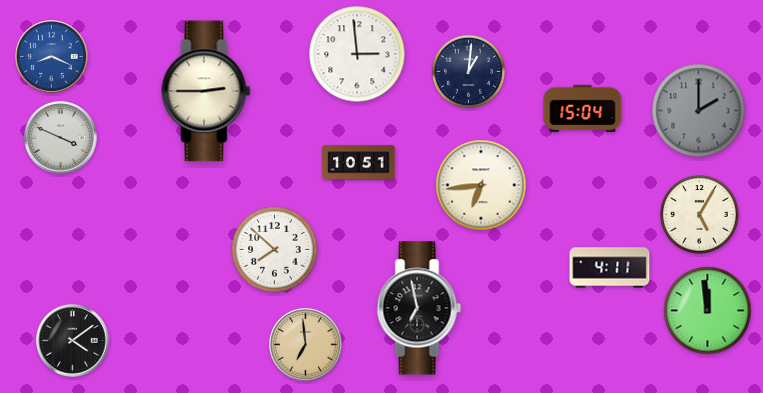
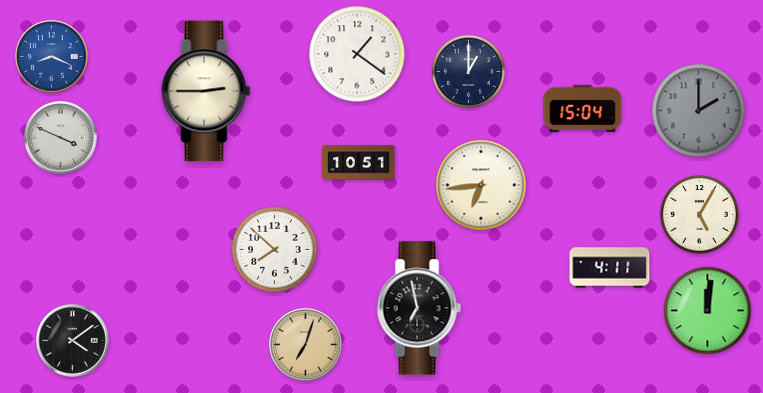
clock at (357, 54): 2:59 -> 1:21
clock at (468, 71): 1:01 -> 1:00
clock at (708, 311): 11:59 -> 12:01
clock at (306, 345): 6:59 -> 7:03
